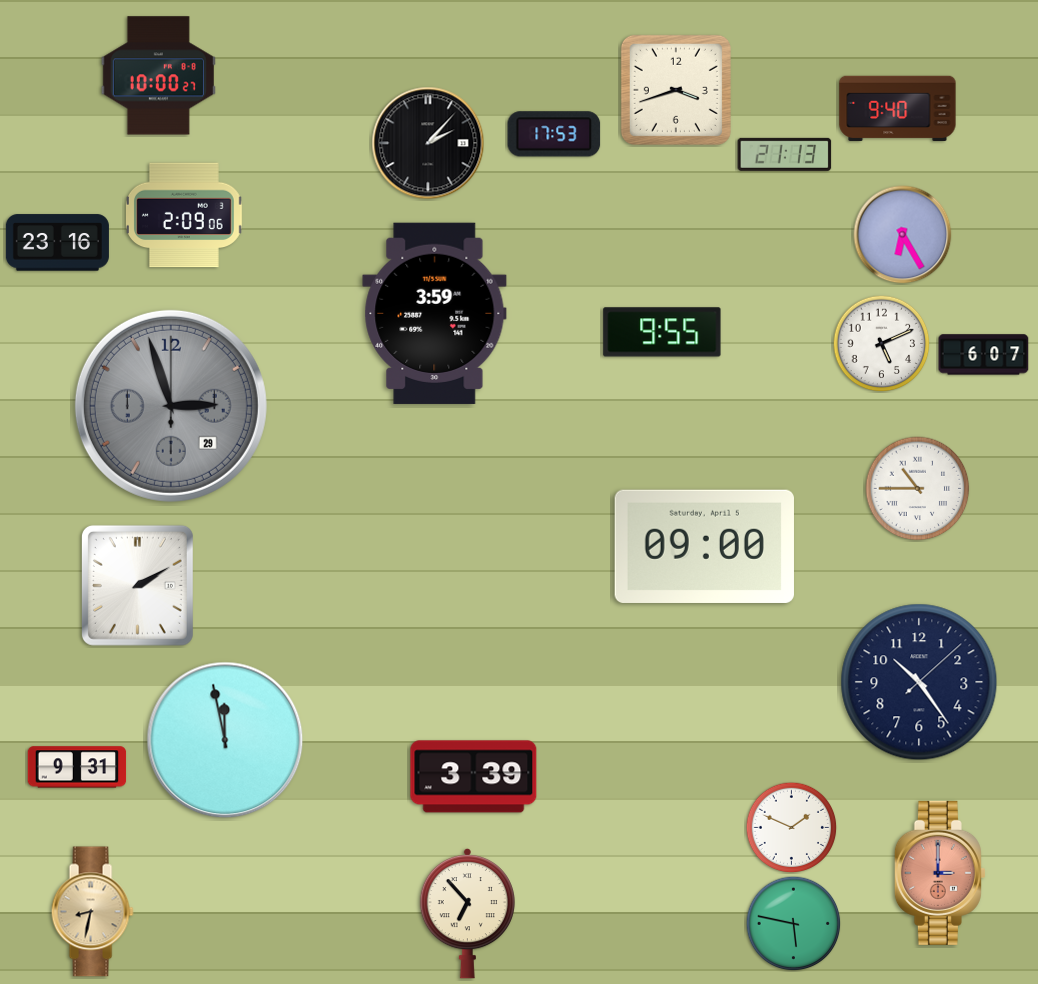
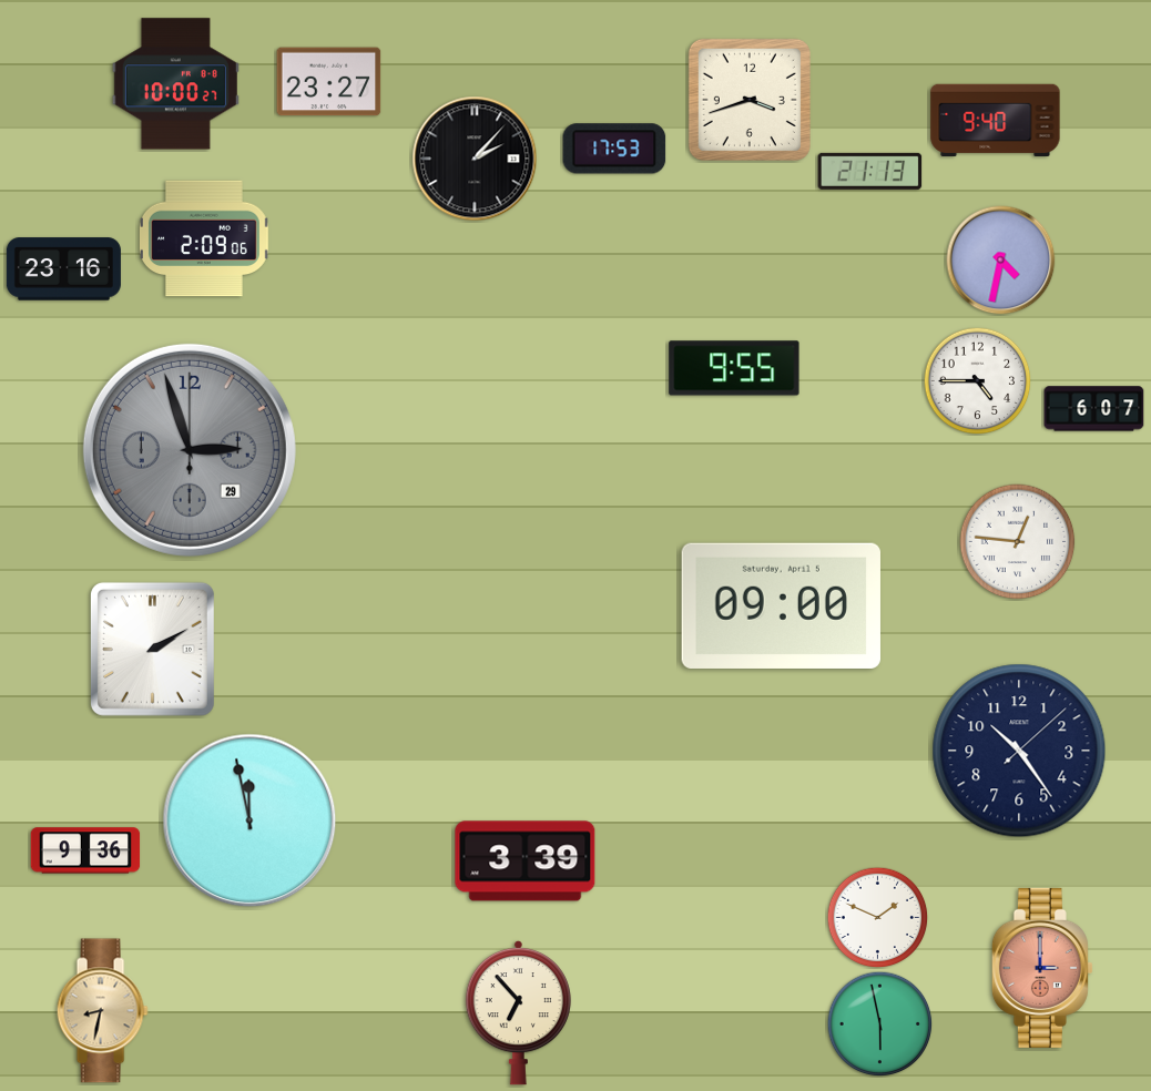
clock at (329, 82): none -> 23:27
clock at (903, 235): 6:25 -> 4:32
clock at (435, 313): 3:59 -> none
clock at (881, 343): 5:11 -> 4:45
clock at (984, 355) position: (984, 355) -> (1094, 409)
clock at (918, 489): 10:45 -> 12:46
clock at (919, 682) position: (919, 682) -> (1019, 751)
clock at (77, 767): 9:31 -> 9:36
clock at (793, 923): 5:47 -> 5:58
